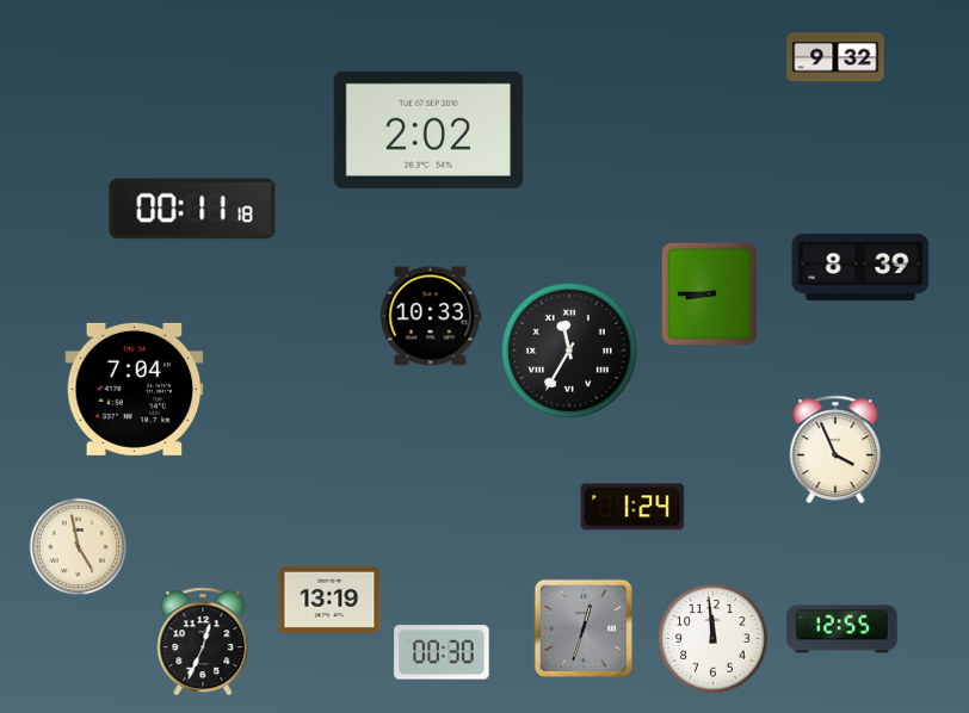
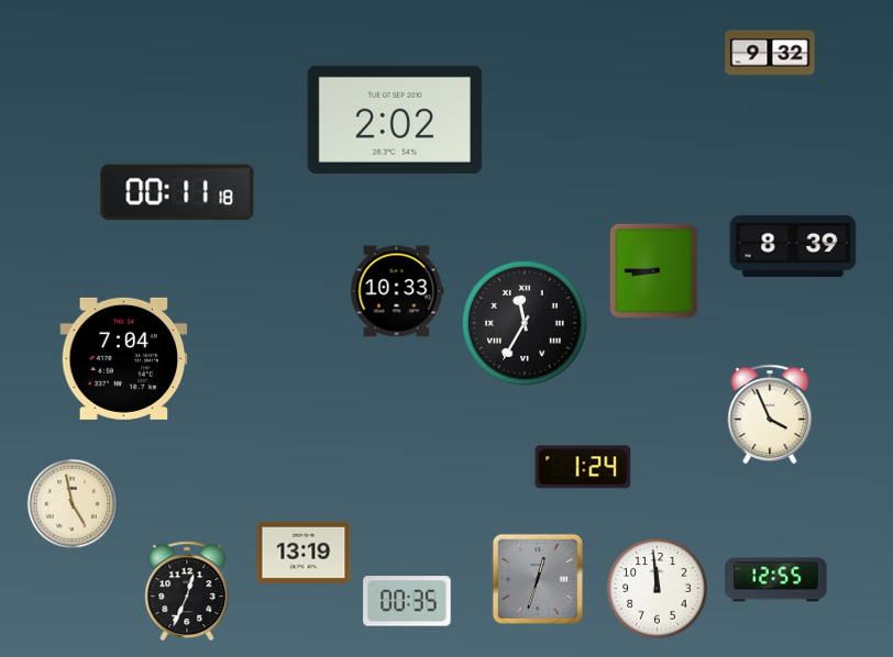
clock at (442, 652): 00:30 -> 00:35
